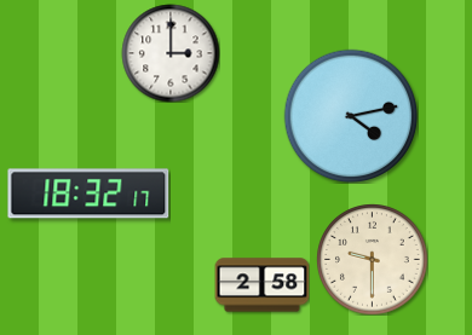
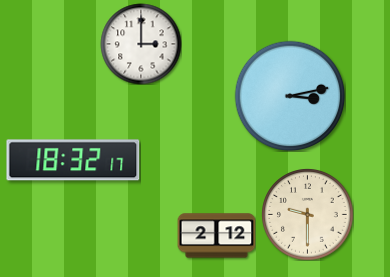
clock at (351, 116): 4:13 -> 3:13
clock at (261, 285): 2:58 -> 2:12
